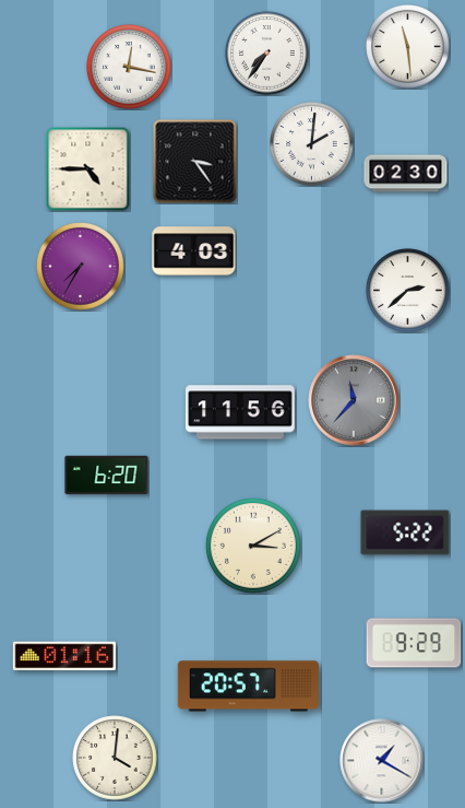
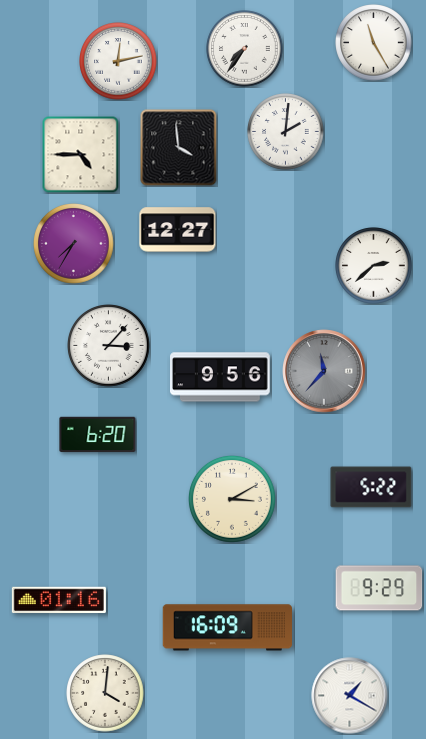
clock at (408, 47): 11:29 -> 11:25
clock at (129, 67): 12:17 -> 12:13
clock at (195, 162): 3:24 -> 3:59
clock at (406, 174): 02:30 -> none
clock at (194, 251): 4:03 -> 12:27
clock at (109, 346): none -> 3:07
clock at (354, 400) position: (354, 400) -> (324, 371)
clock at (241, 412): 11:56 -> 9:56
clock at (248, 687): 20:57 -> 16:09
